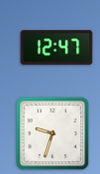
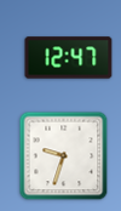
clock at (53, 134) position: (53, 134) -> (64, 156)
